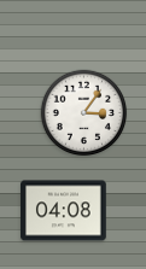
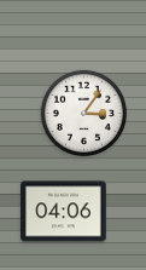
clock at (64, 211): 04:08 -> 04:06
